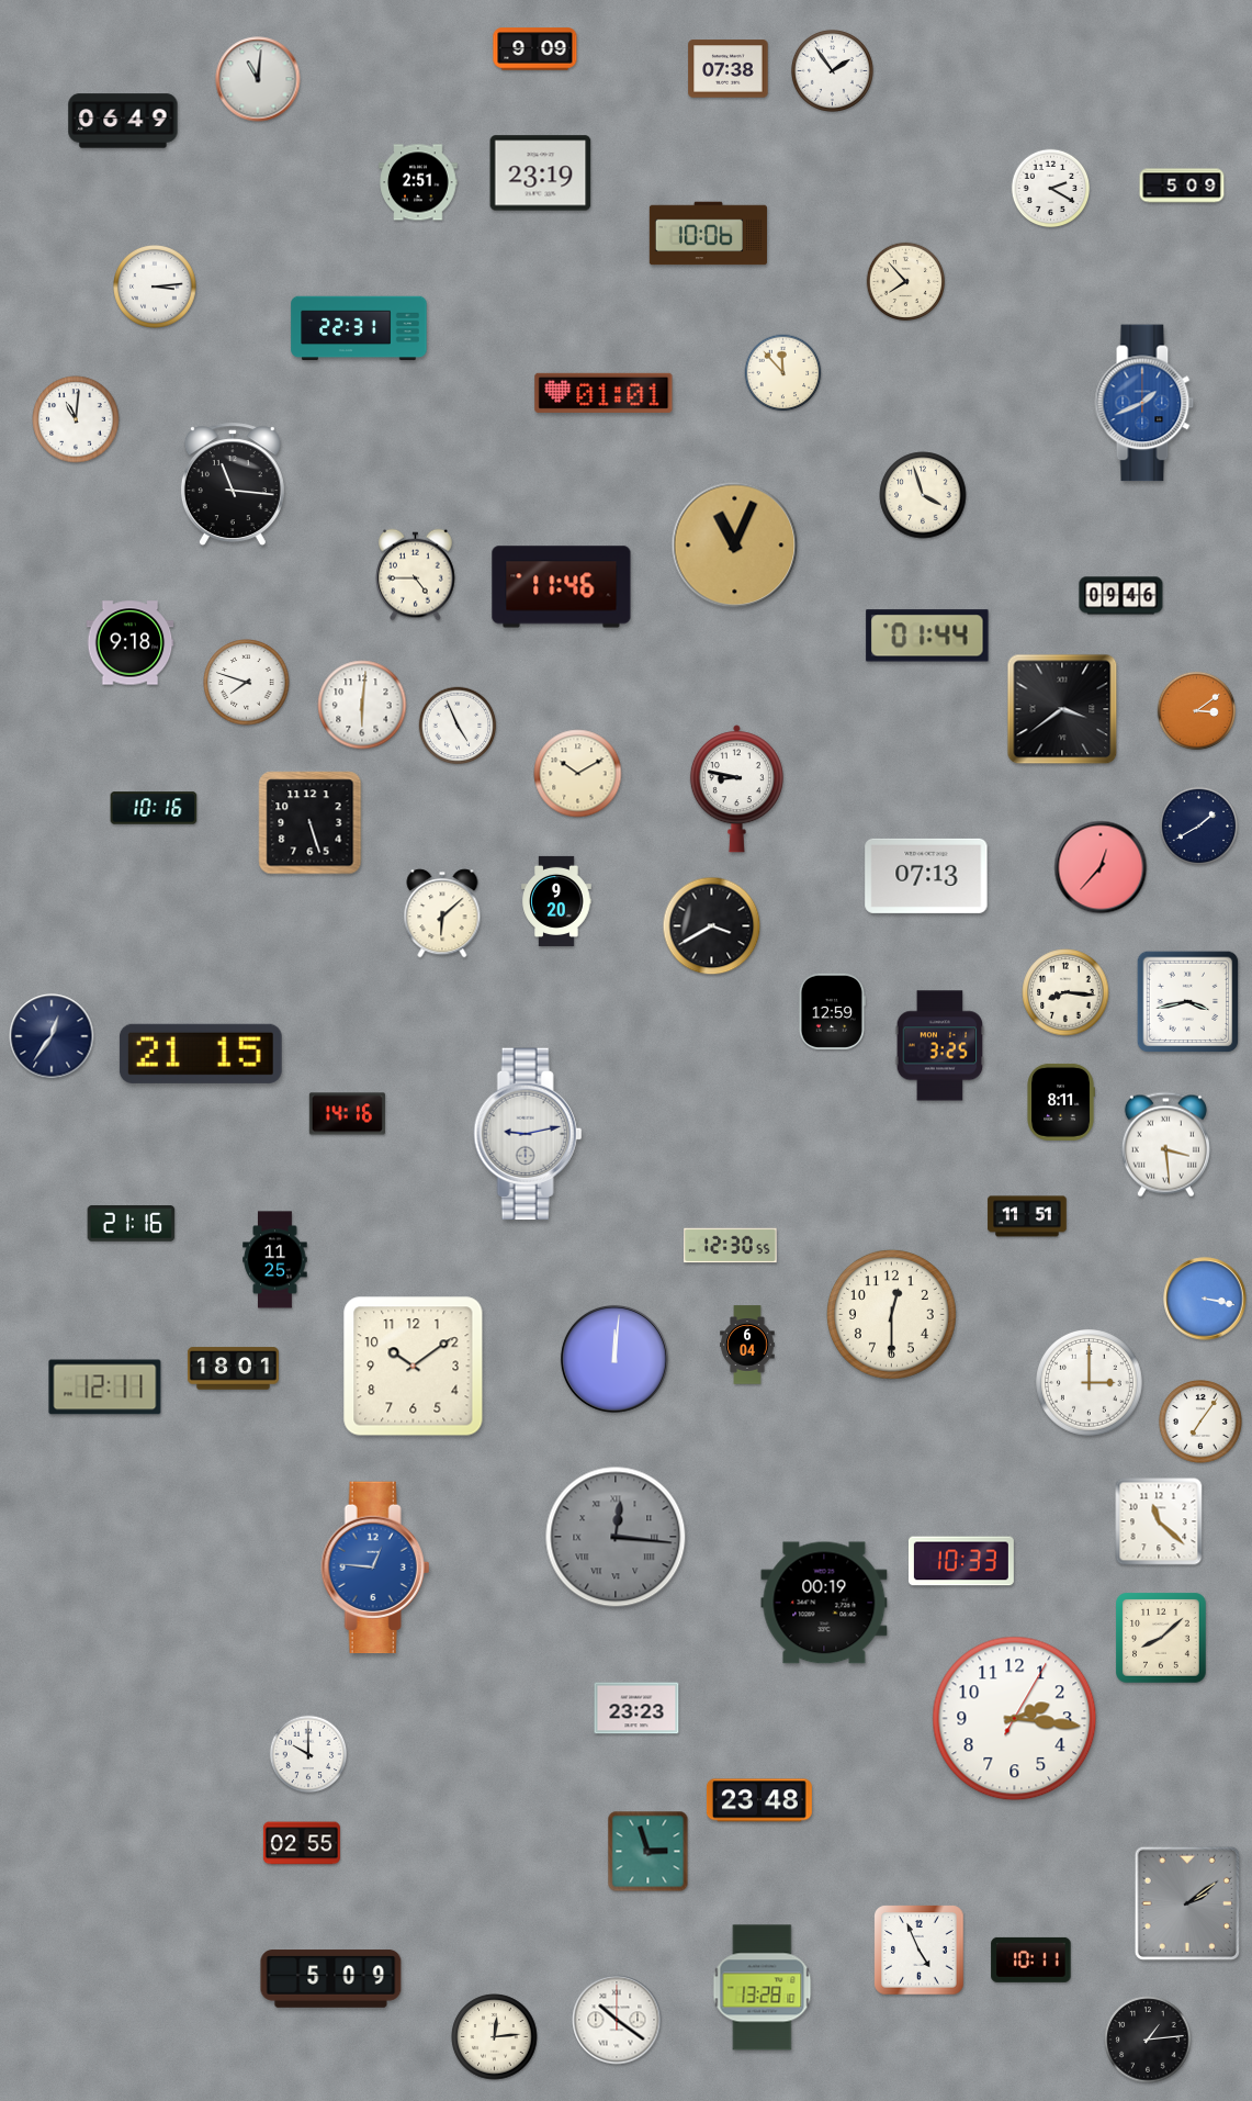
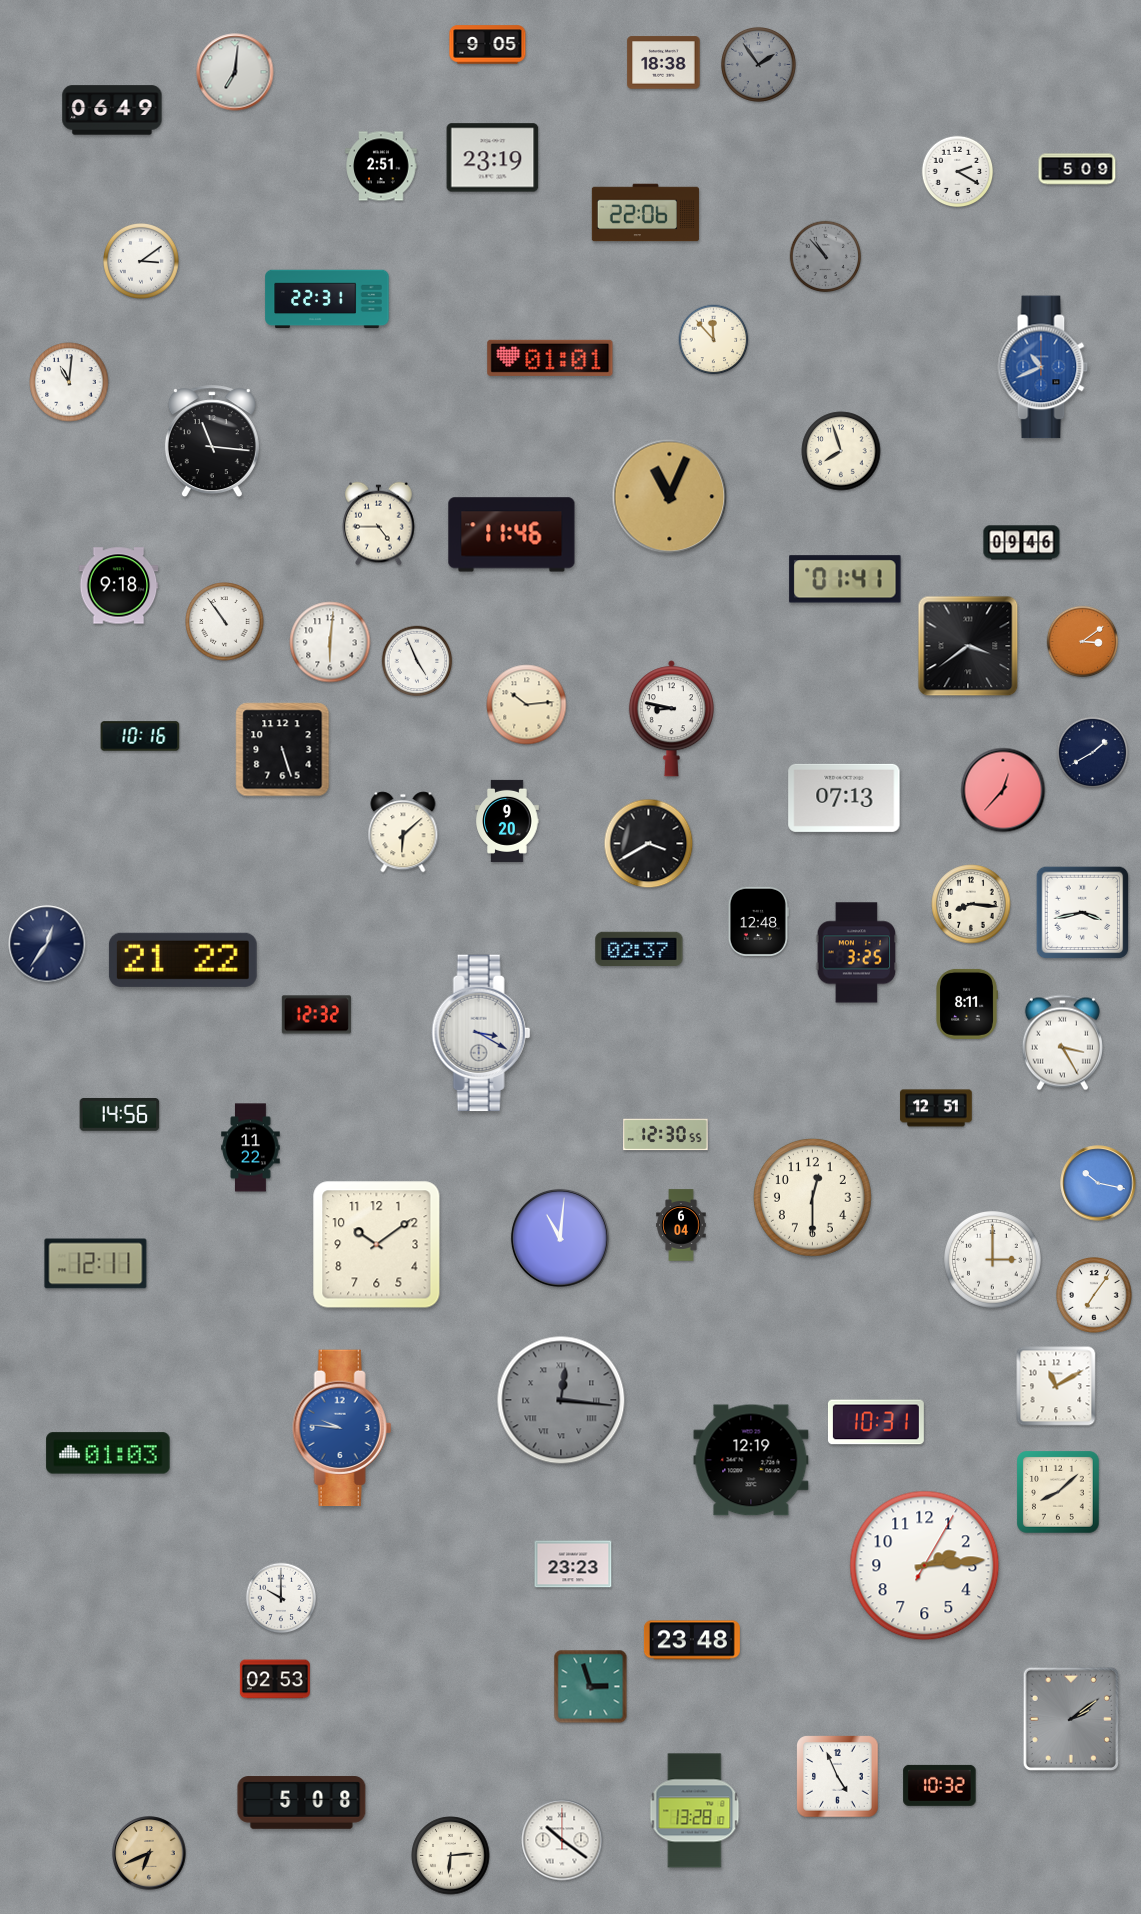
clock at (535, 49): 9:09 -> 9:05
clock at (729, 69): 07:38 -> 18:38
clock at (832, 70) dial: white -> grey
clock at (258, 79): 11:01 -> 7:01
clock at (708, 234): 10:06 -> 22:06
clock at (906, 282): 7:53 -> 10:53
clock at (906, 282) dial: cream -> grey
clock at (156, 288): 3:14 -> 3:09
clock at (1144, 403): 1:41 -> 10:41
clock at (923, 495): 3:57 -> 7:57
clock at (927, 636): 01:44 -> 01:41
clock at (247, 683): 7:48 -> 10:54
clock at (1197, 711) position: (1197, 711) -> (1083, 642)
clock at (578, 774): 10:10 -> 10:14
clock at (832, 1011): 12:59 -> 12:48
clock at (639, 948): none -> 02:37
clock at (201, 1054): 21:15 -> 21:22
clock at (347, 1114): 14:16 -> 12:32
clock at (528, 1134): 9:13 -> 3:20
clock at (1165, 1145): 3:29 -> 3:25
clock at (1027, 1216): 11:51 -> 12:51
clock at (132, 1224): 21:16 -> 14:56
clock at (275, 1260): 11:25 -> 11:22
clock at (1205, 1299): 3:17 -> 10:17
clock at (614, 1359): 12:01 -> 11:01
clock at (233, 1369): 18:01 -> none
clock at (1159, 1521): 11:22 -> 11:10
clock at (961, 1561): 10:33 -> 10:31
clock at (375, 1568): 12:46 -> 9:46
clock at (108, 1453): none -> 01:03
clock at (824, 1603): 00:19 -> 12:19
clock at (636, 1708) position: (636, 1708) -> (573, 1564)
clock at (1015, 1719): 2:16 -> 2:14
clock at (302, 1843): 02:55 -> 02:53
clock at (1187, 1902) position: (1187, 1902) -> (1071, 1718)
clock at (1031, 1959): 10:11 -> 10:32
clock at (331, 1979): 5:09 -> 5:08
clock at (149, 1853): none -> 6:41
clock at (495, 2037): 12:14 -> 6:14
clock at (1148, 2040): 1:14 -> none
